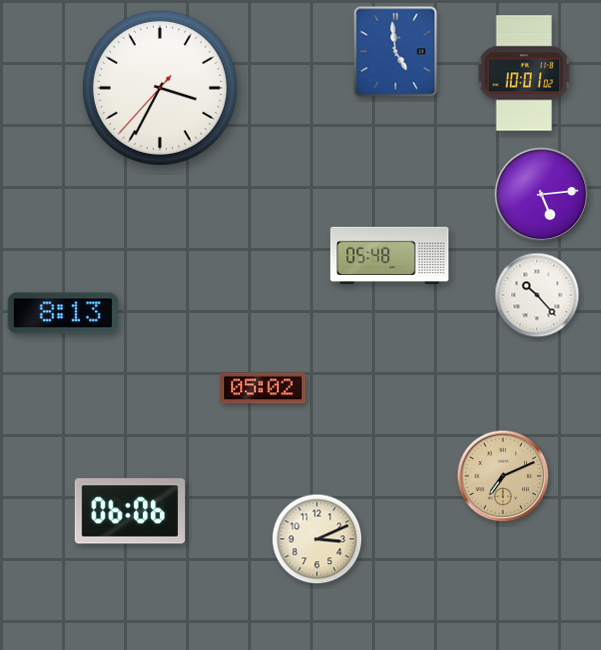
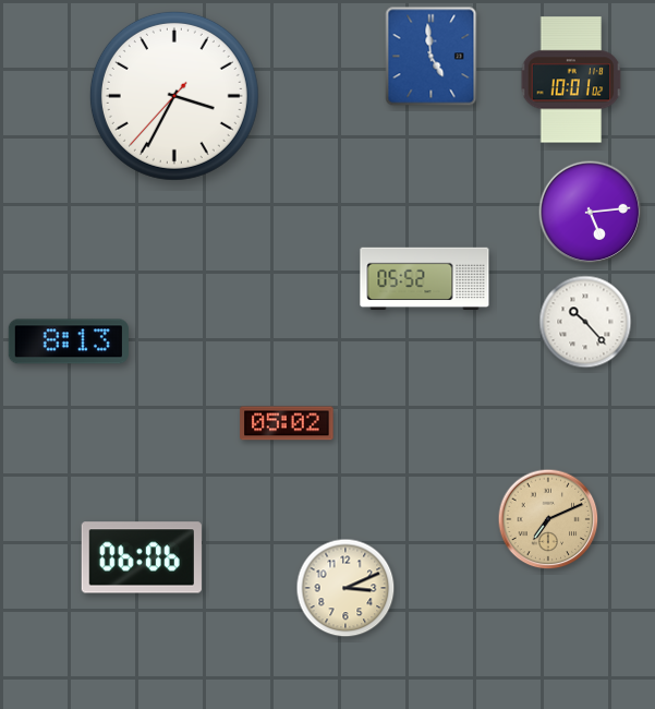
clock at (390, 256): 05:48 -> 05:52
